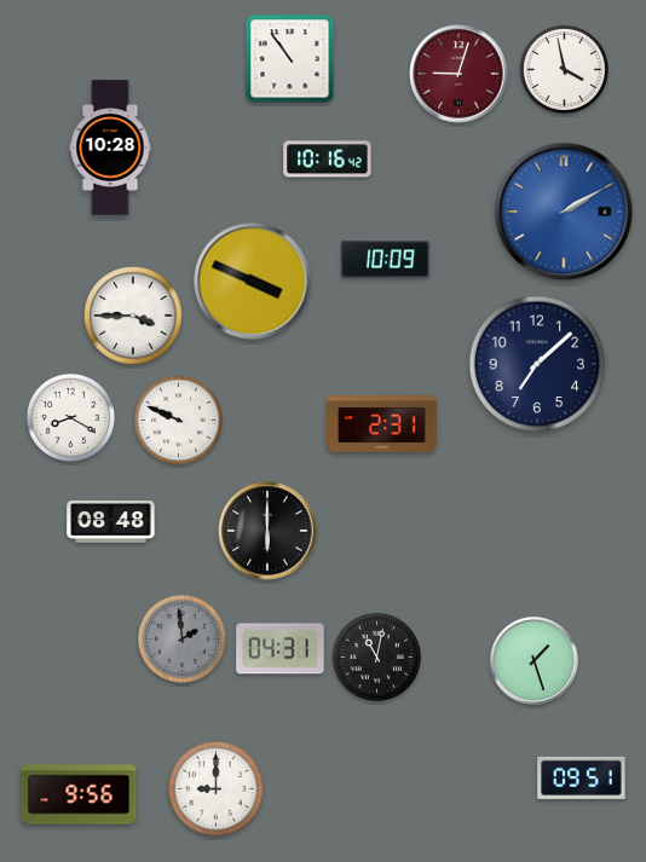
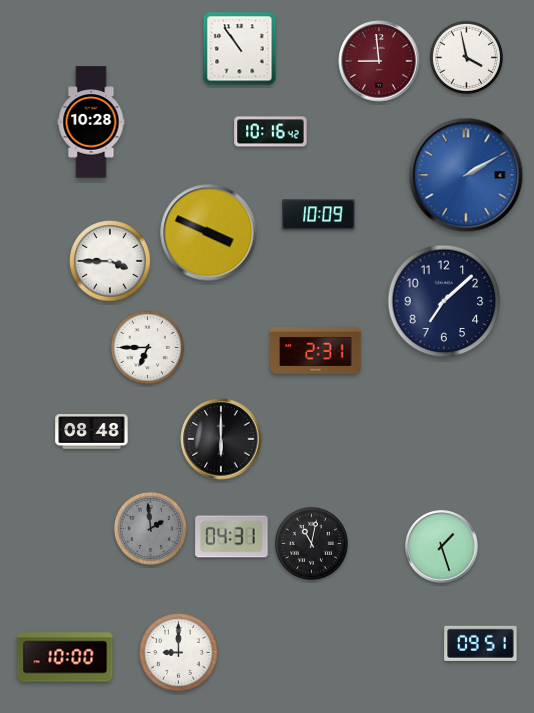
clock at (458, 74): 9:03 -> 8:59
clock at (70, 417): 8:20 -> none
clock at (178, 420): 9:49 -> 6:45
clock at (79, 794): 9:56 -> 10:00
